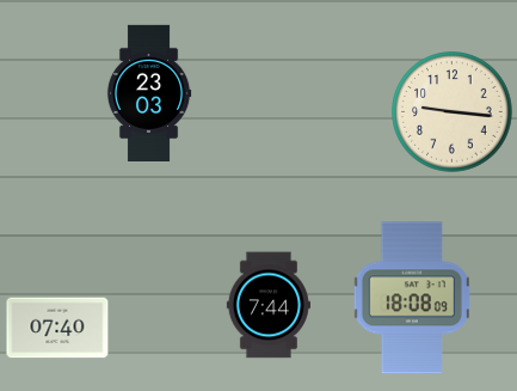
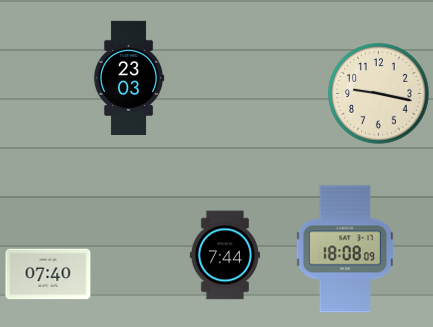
clock at (149, 92) position: (149, 92) -> (129, 77)
clock at (453, 112): 9:16 -> 9:17
